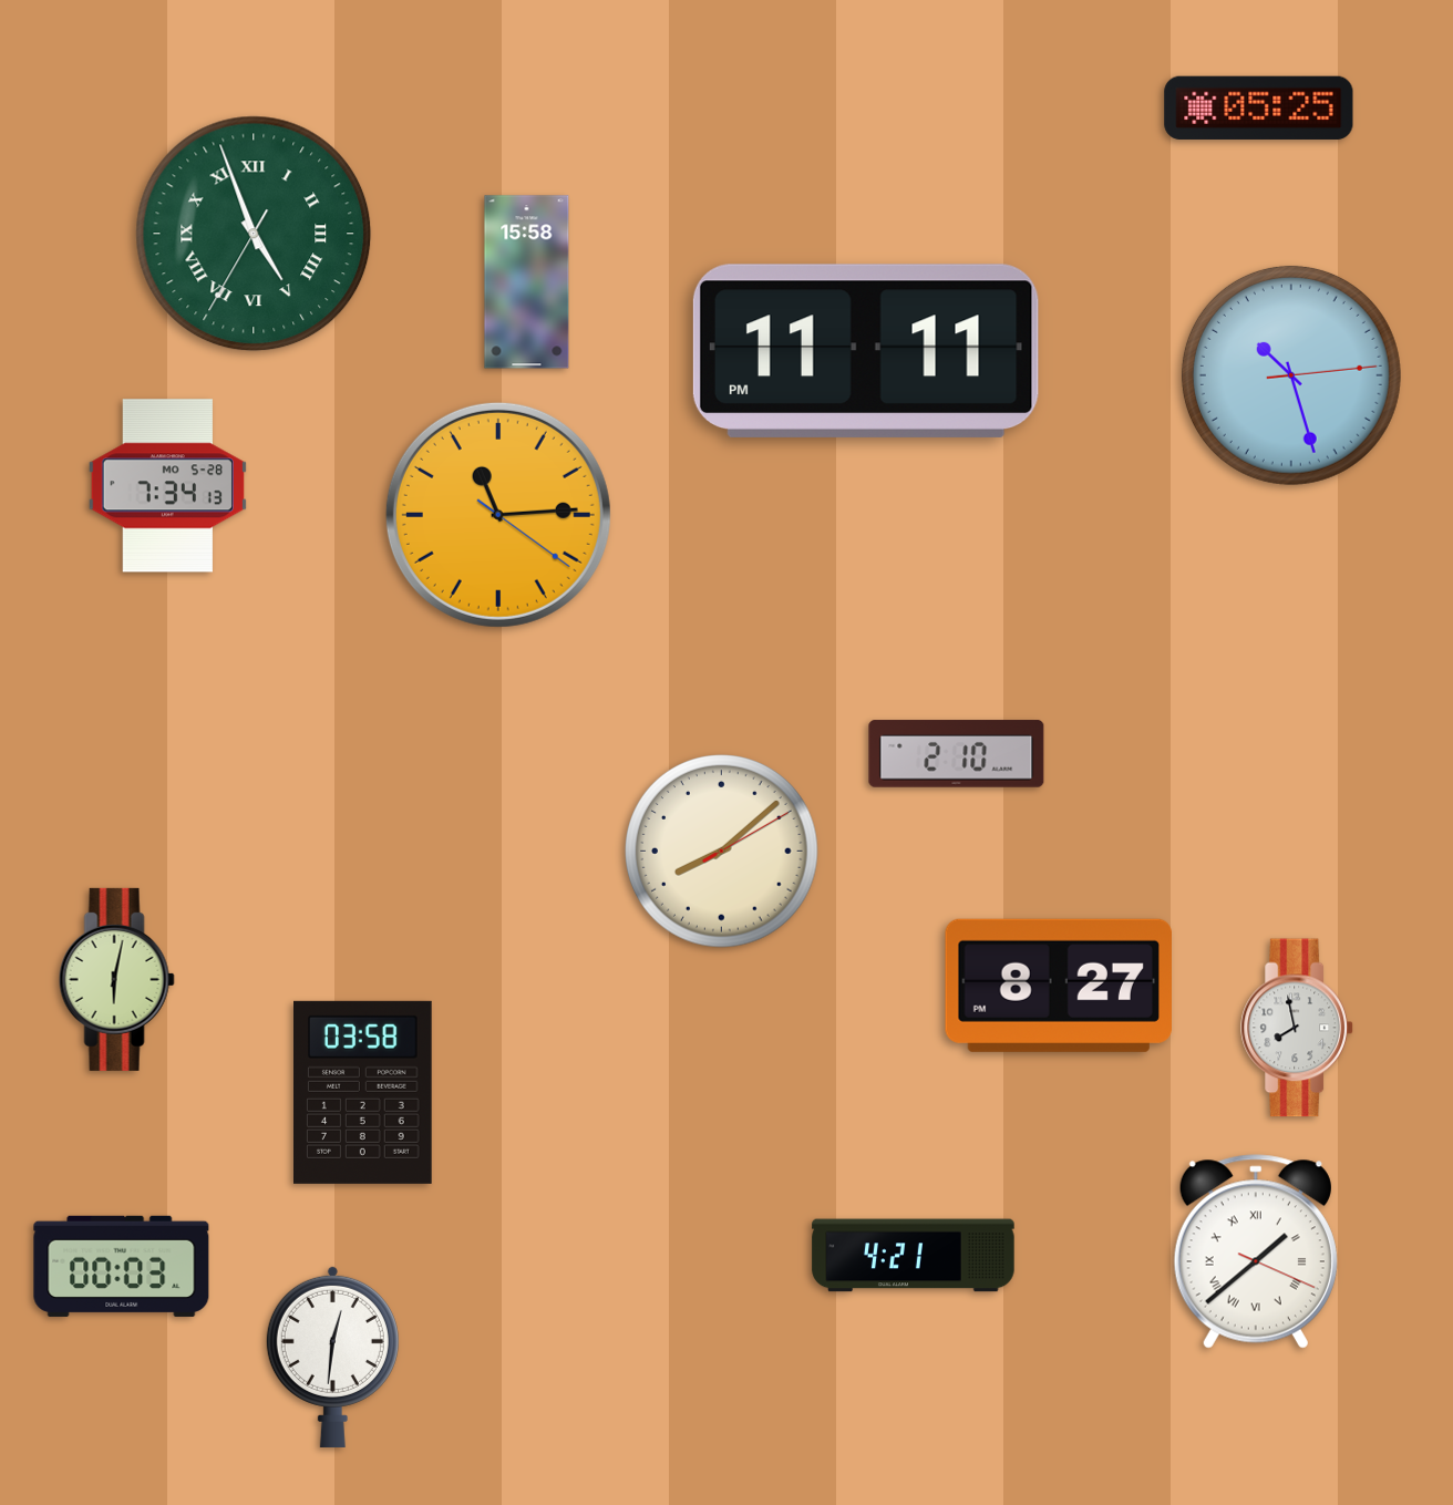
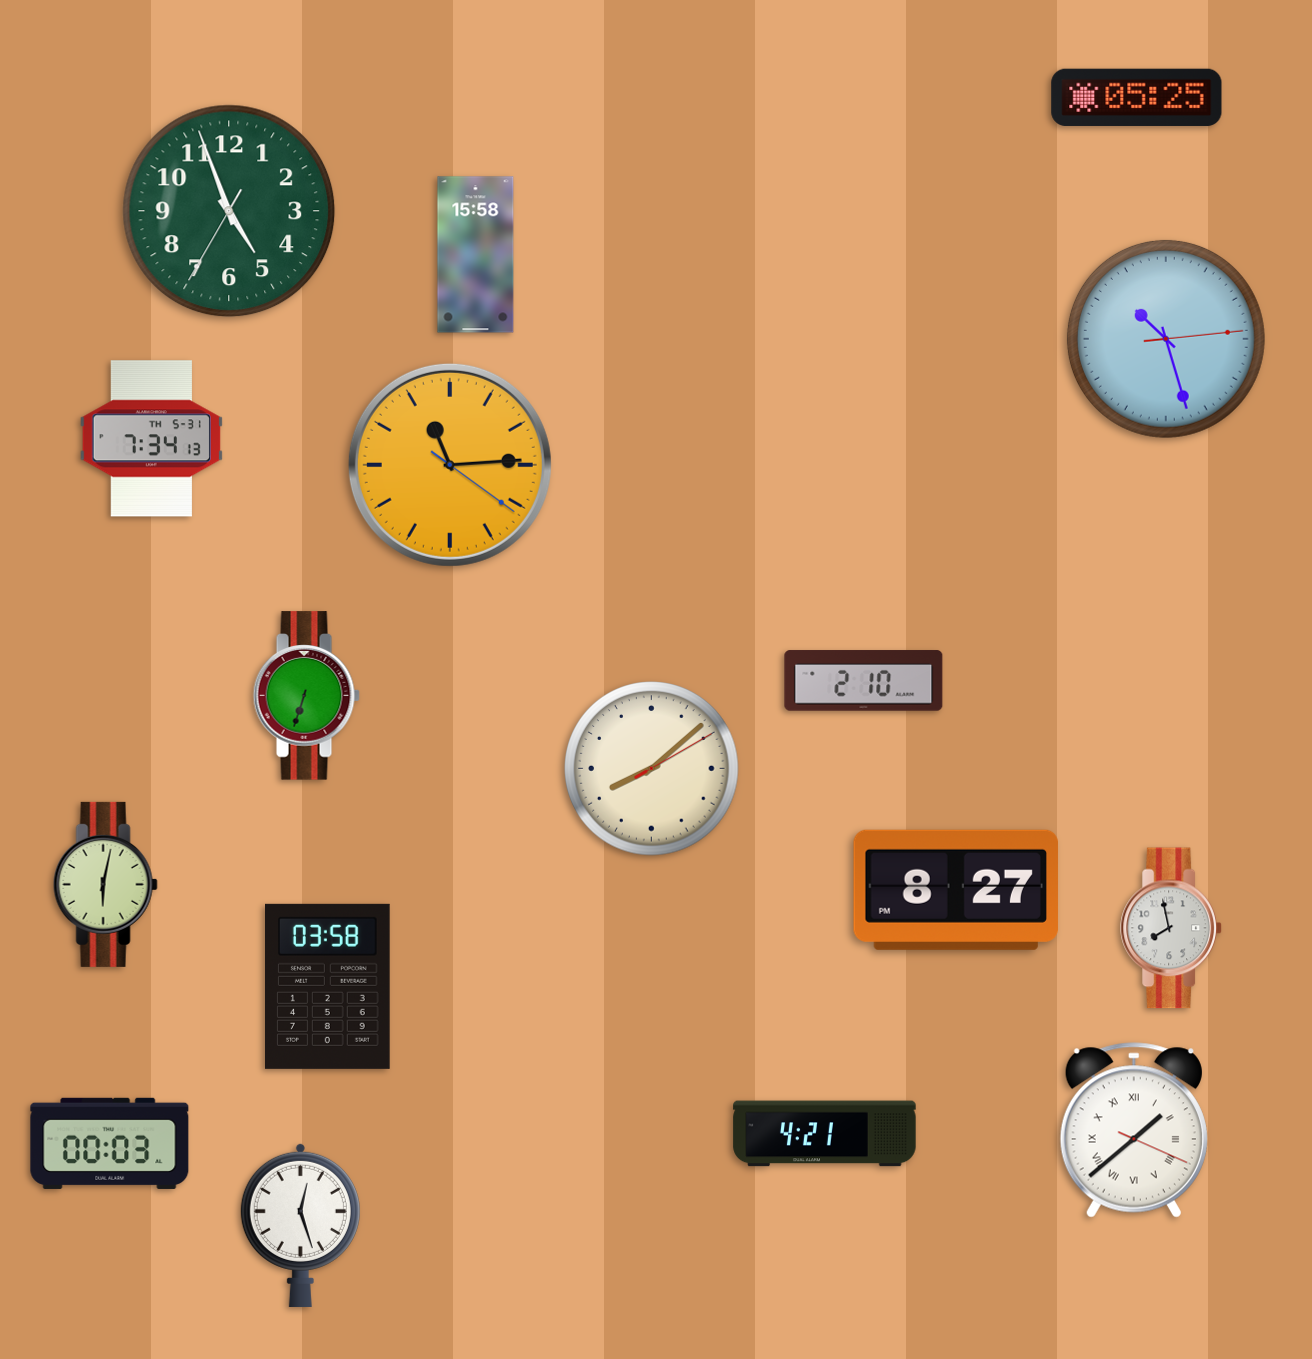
clock at (254, 234) numerals: Roman -> Arabic
clock at (866, 351): 11:11 -> none
clock at (167, 486) date: MO 5-28 -> TH 5-31
clock at (306, 696): none -> 6:33
clock at (332, 1357): 12:31 -> 12:27
